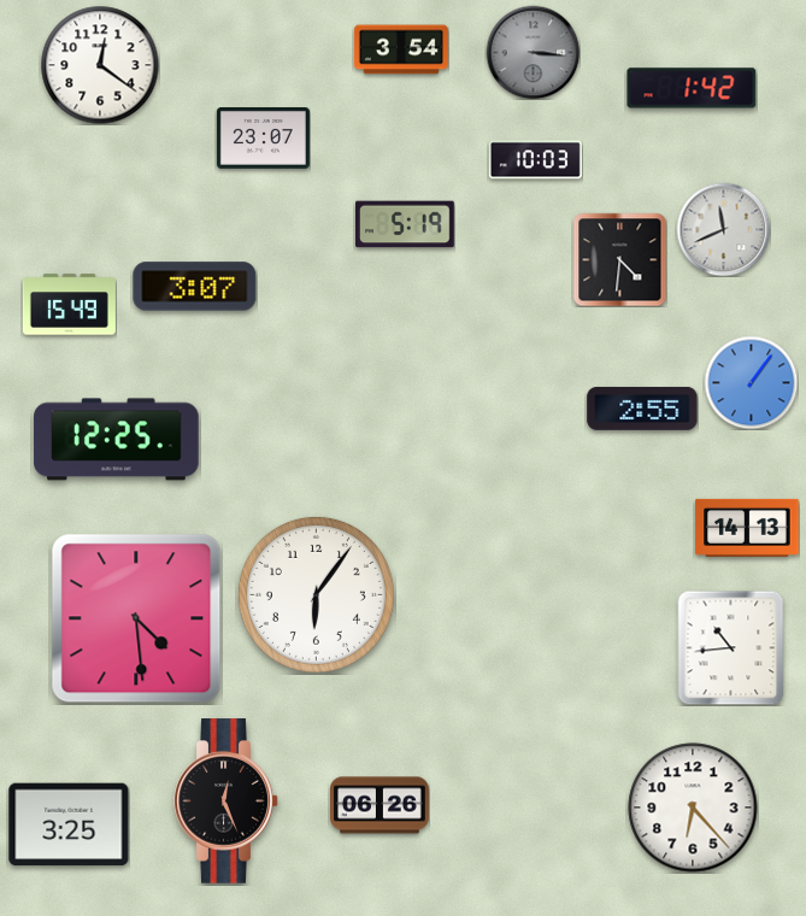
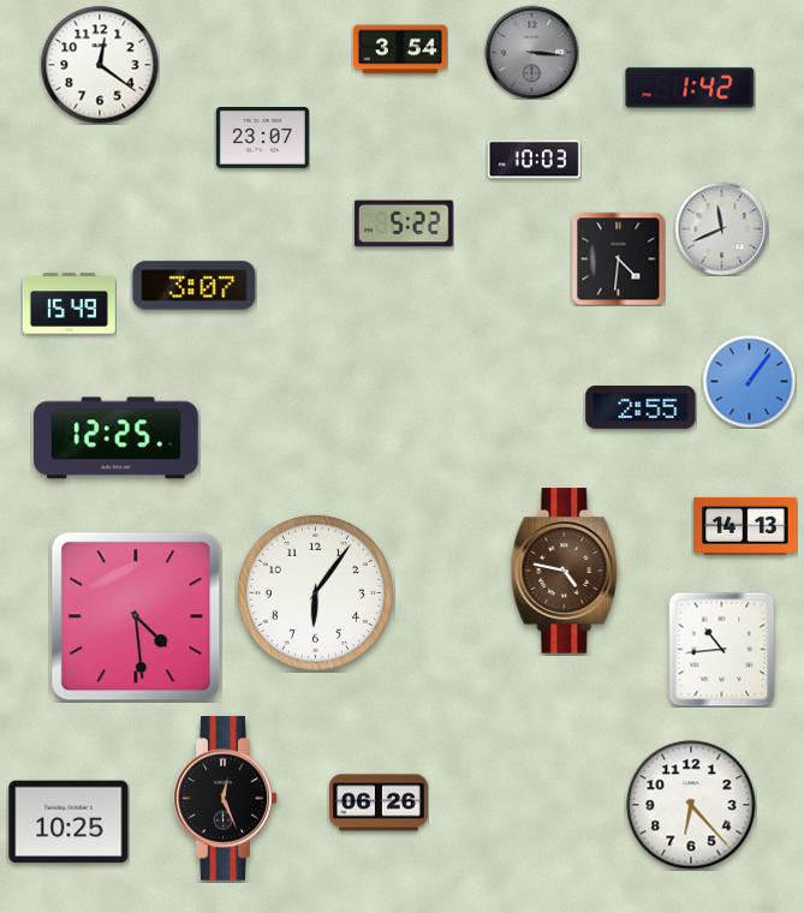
clock at (406, 224): 5:19 -> 5:22
clock at (565, 571): none -> 4:47
clock at (731, 647) position: (731, 647) -> (722, 649)
clock at (69, 824): 3:25 -> 10:25
